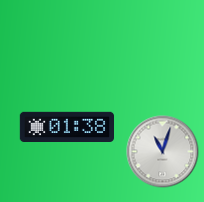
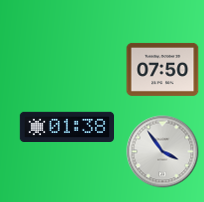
clock at (163, 69): none -> 07:50
clock at (163, 152): 11:03 -> 3:54
